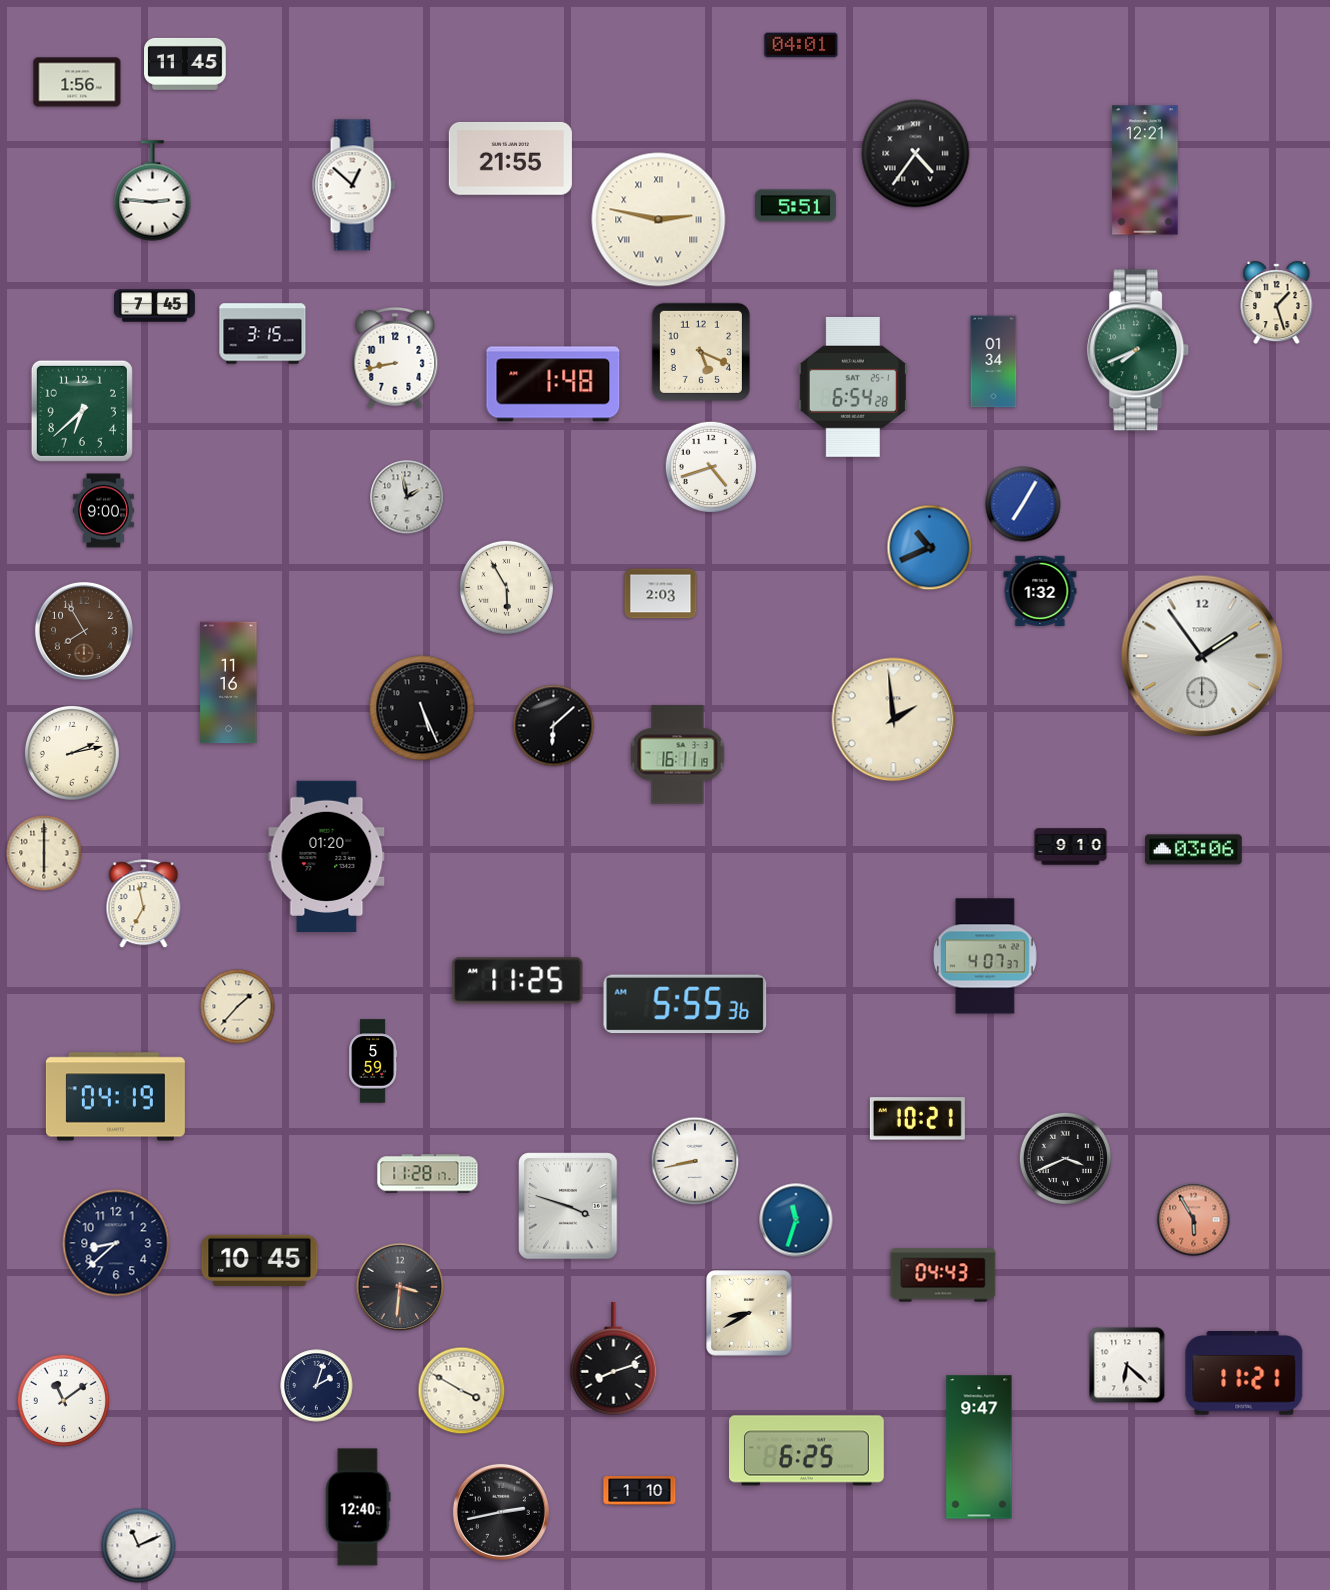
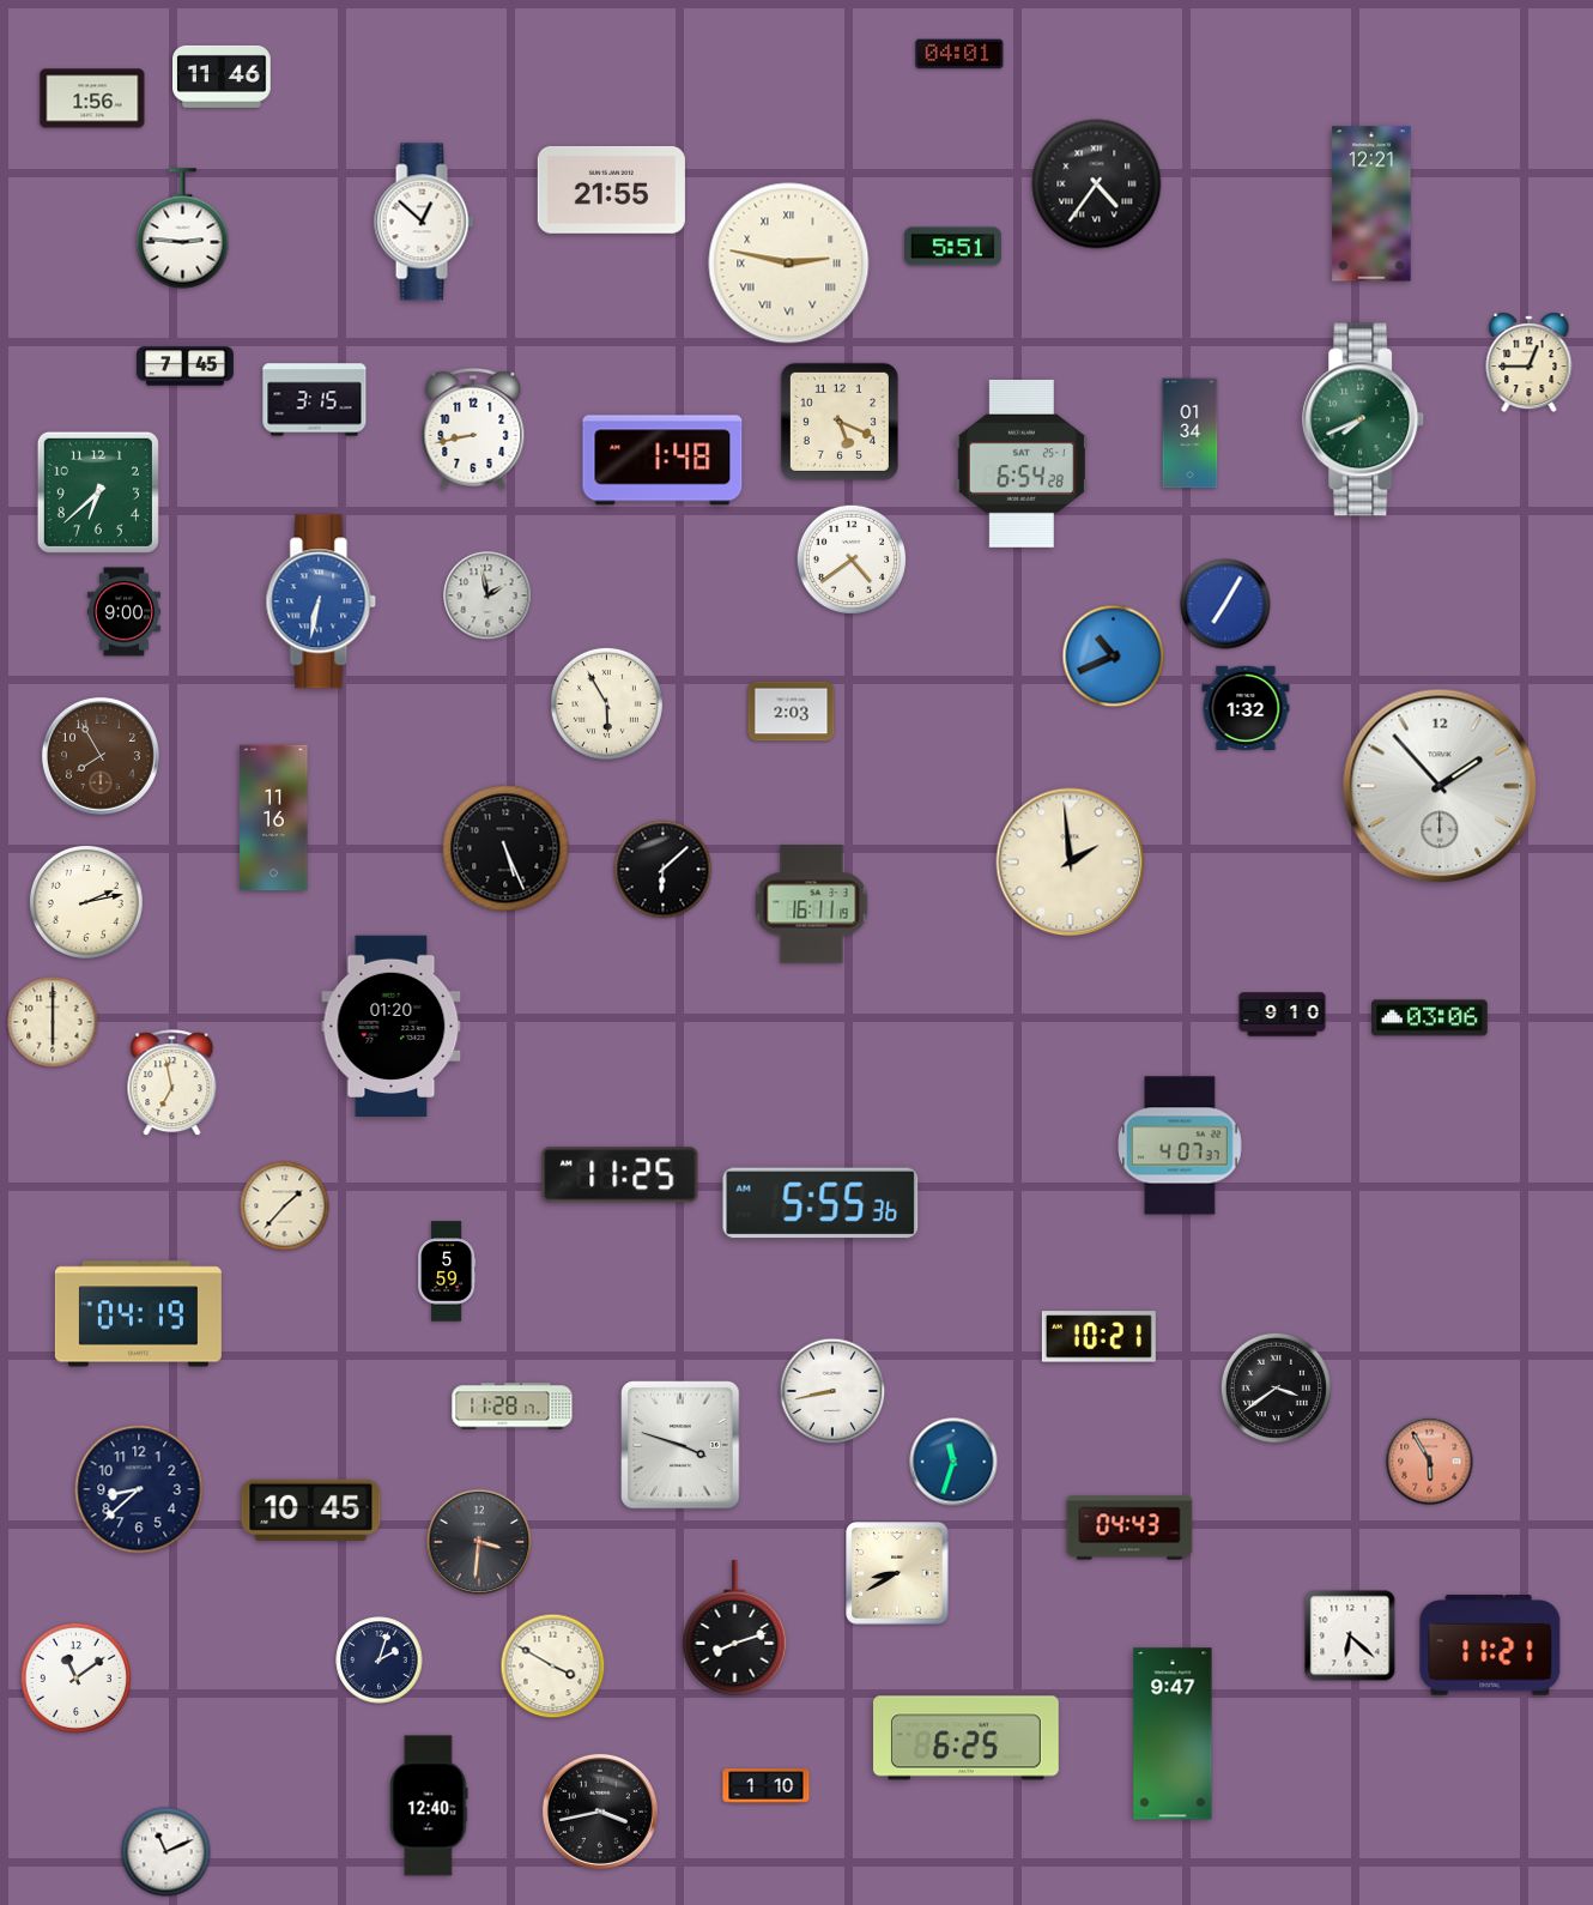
clock at (186, 64): 11:45 -> 11:46
clock at (1277, 303): 1:27 -> 12:45
clock at (710, 466): 4:42 -> 4:39
clock at (321, 601): none -> 6:32
clock at (1202, 656): 1:54 -> 1:53
clock at (917, 1119) position: (917, 1119) -> (1098, 1337)
clock at (1065, 1158): 3:41 -> 3:39
clock at (501, 1512): 2:43 -> 3:43
